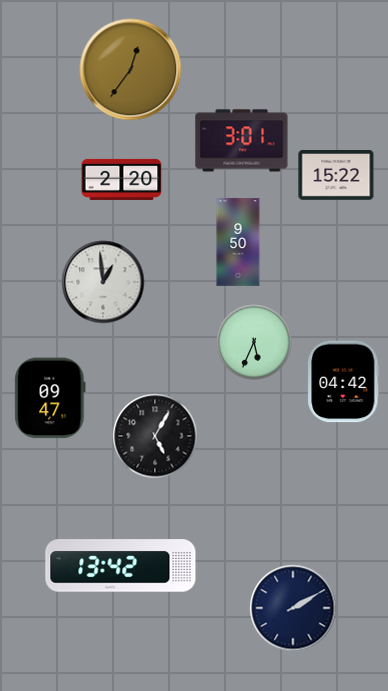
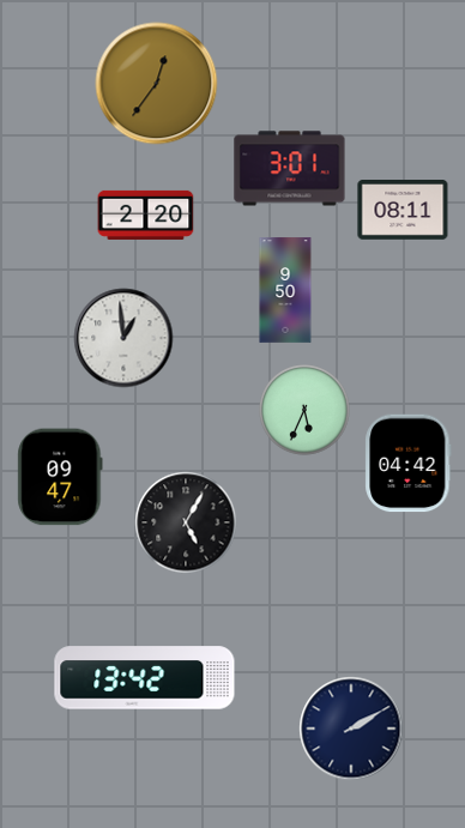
clock at (336, 176): 15:22 -> 08:11
clock at (344, 382) position: (344, 382) -> (409, 464)
